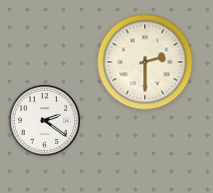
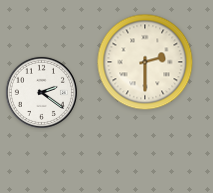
clock at (44, 120) position: (44, 120) -> (41, 92)
